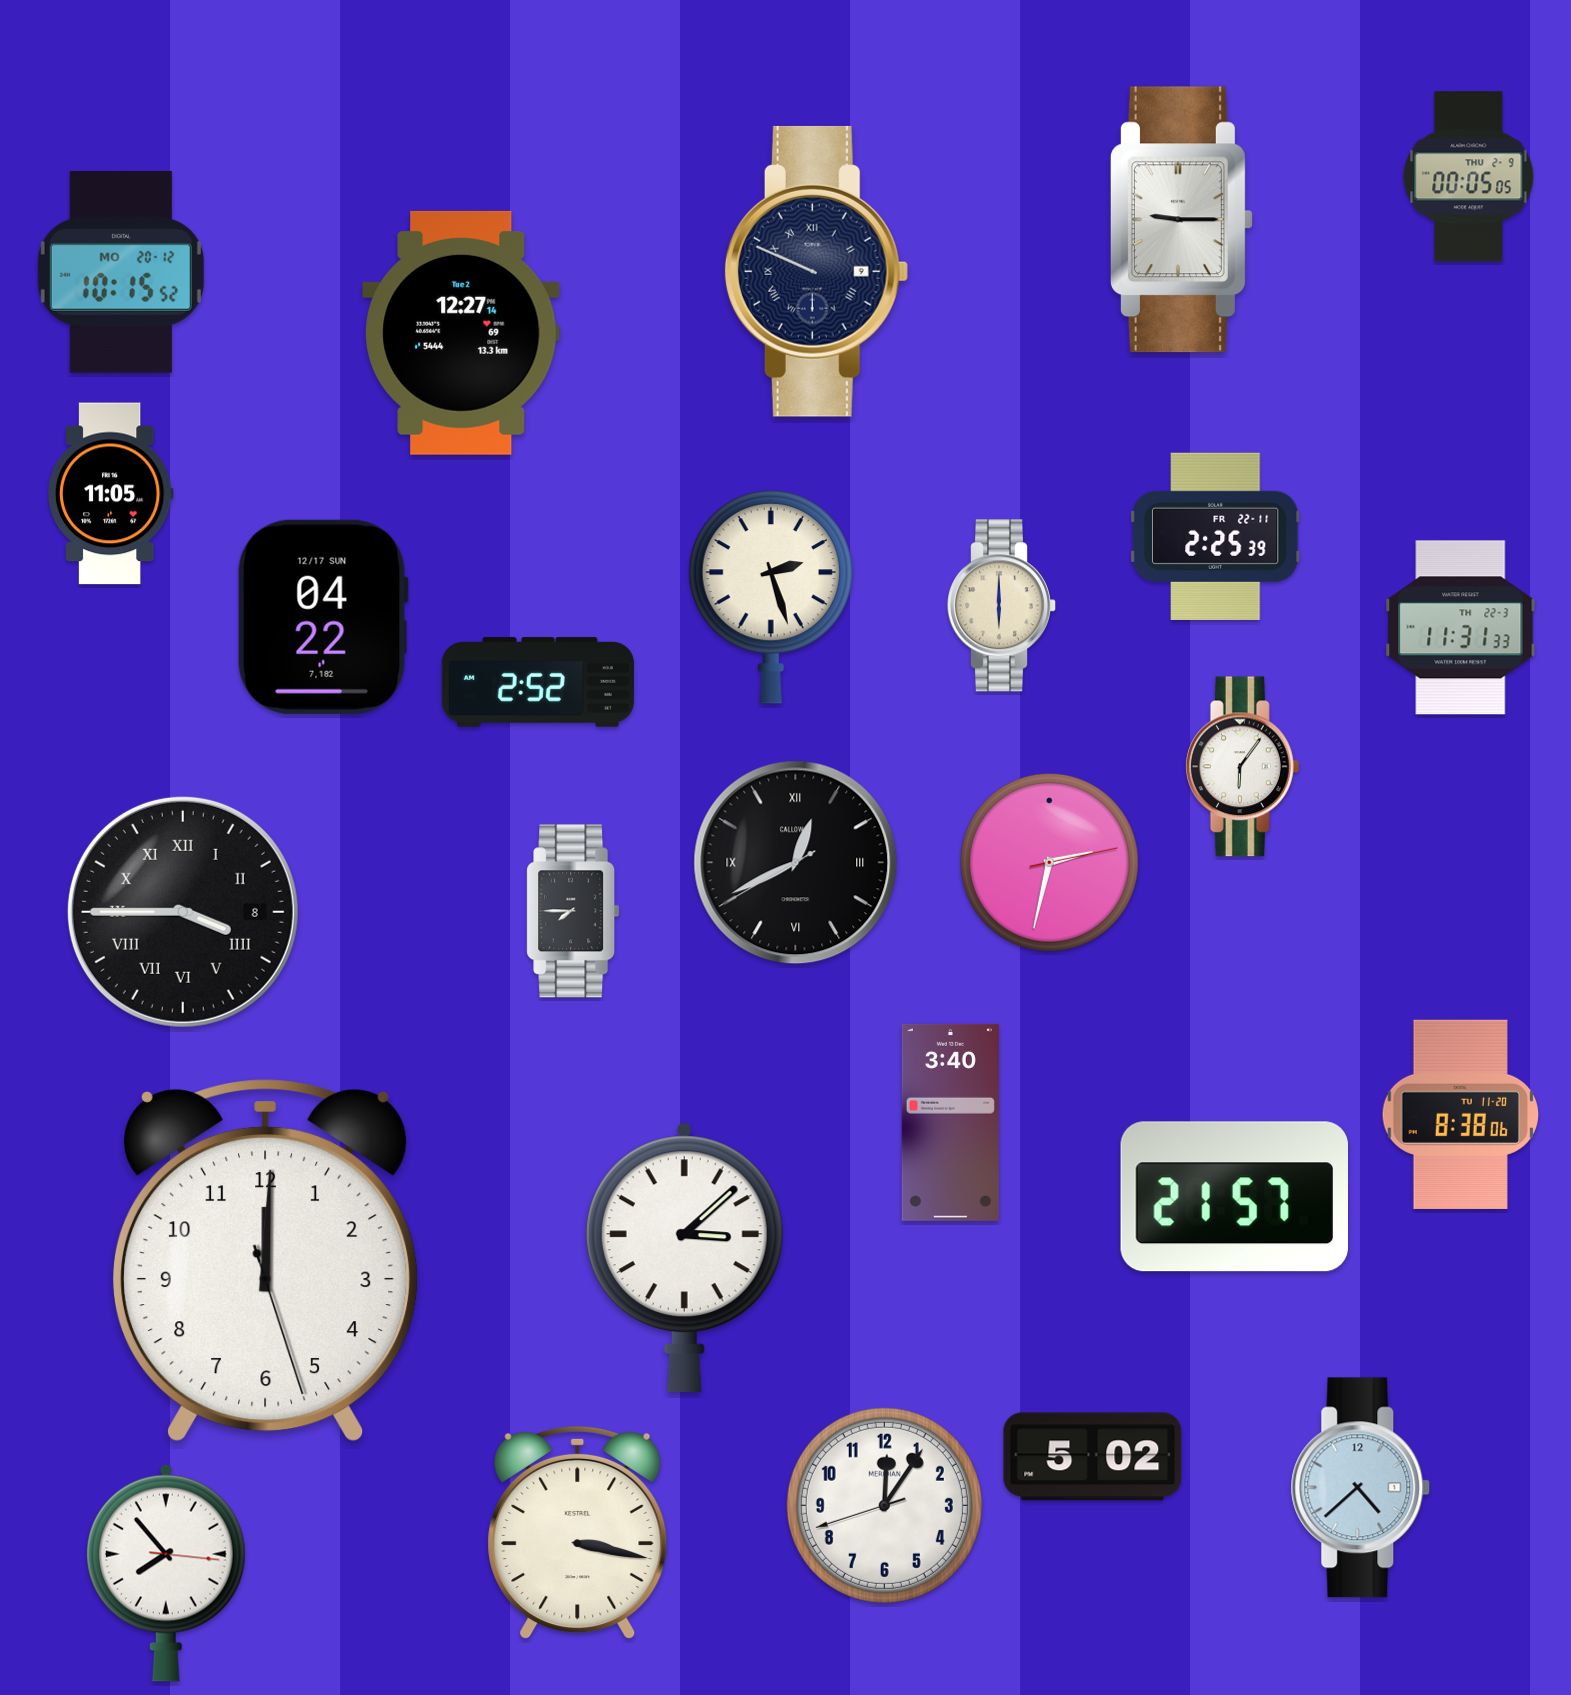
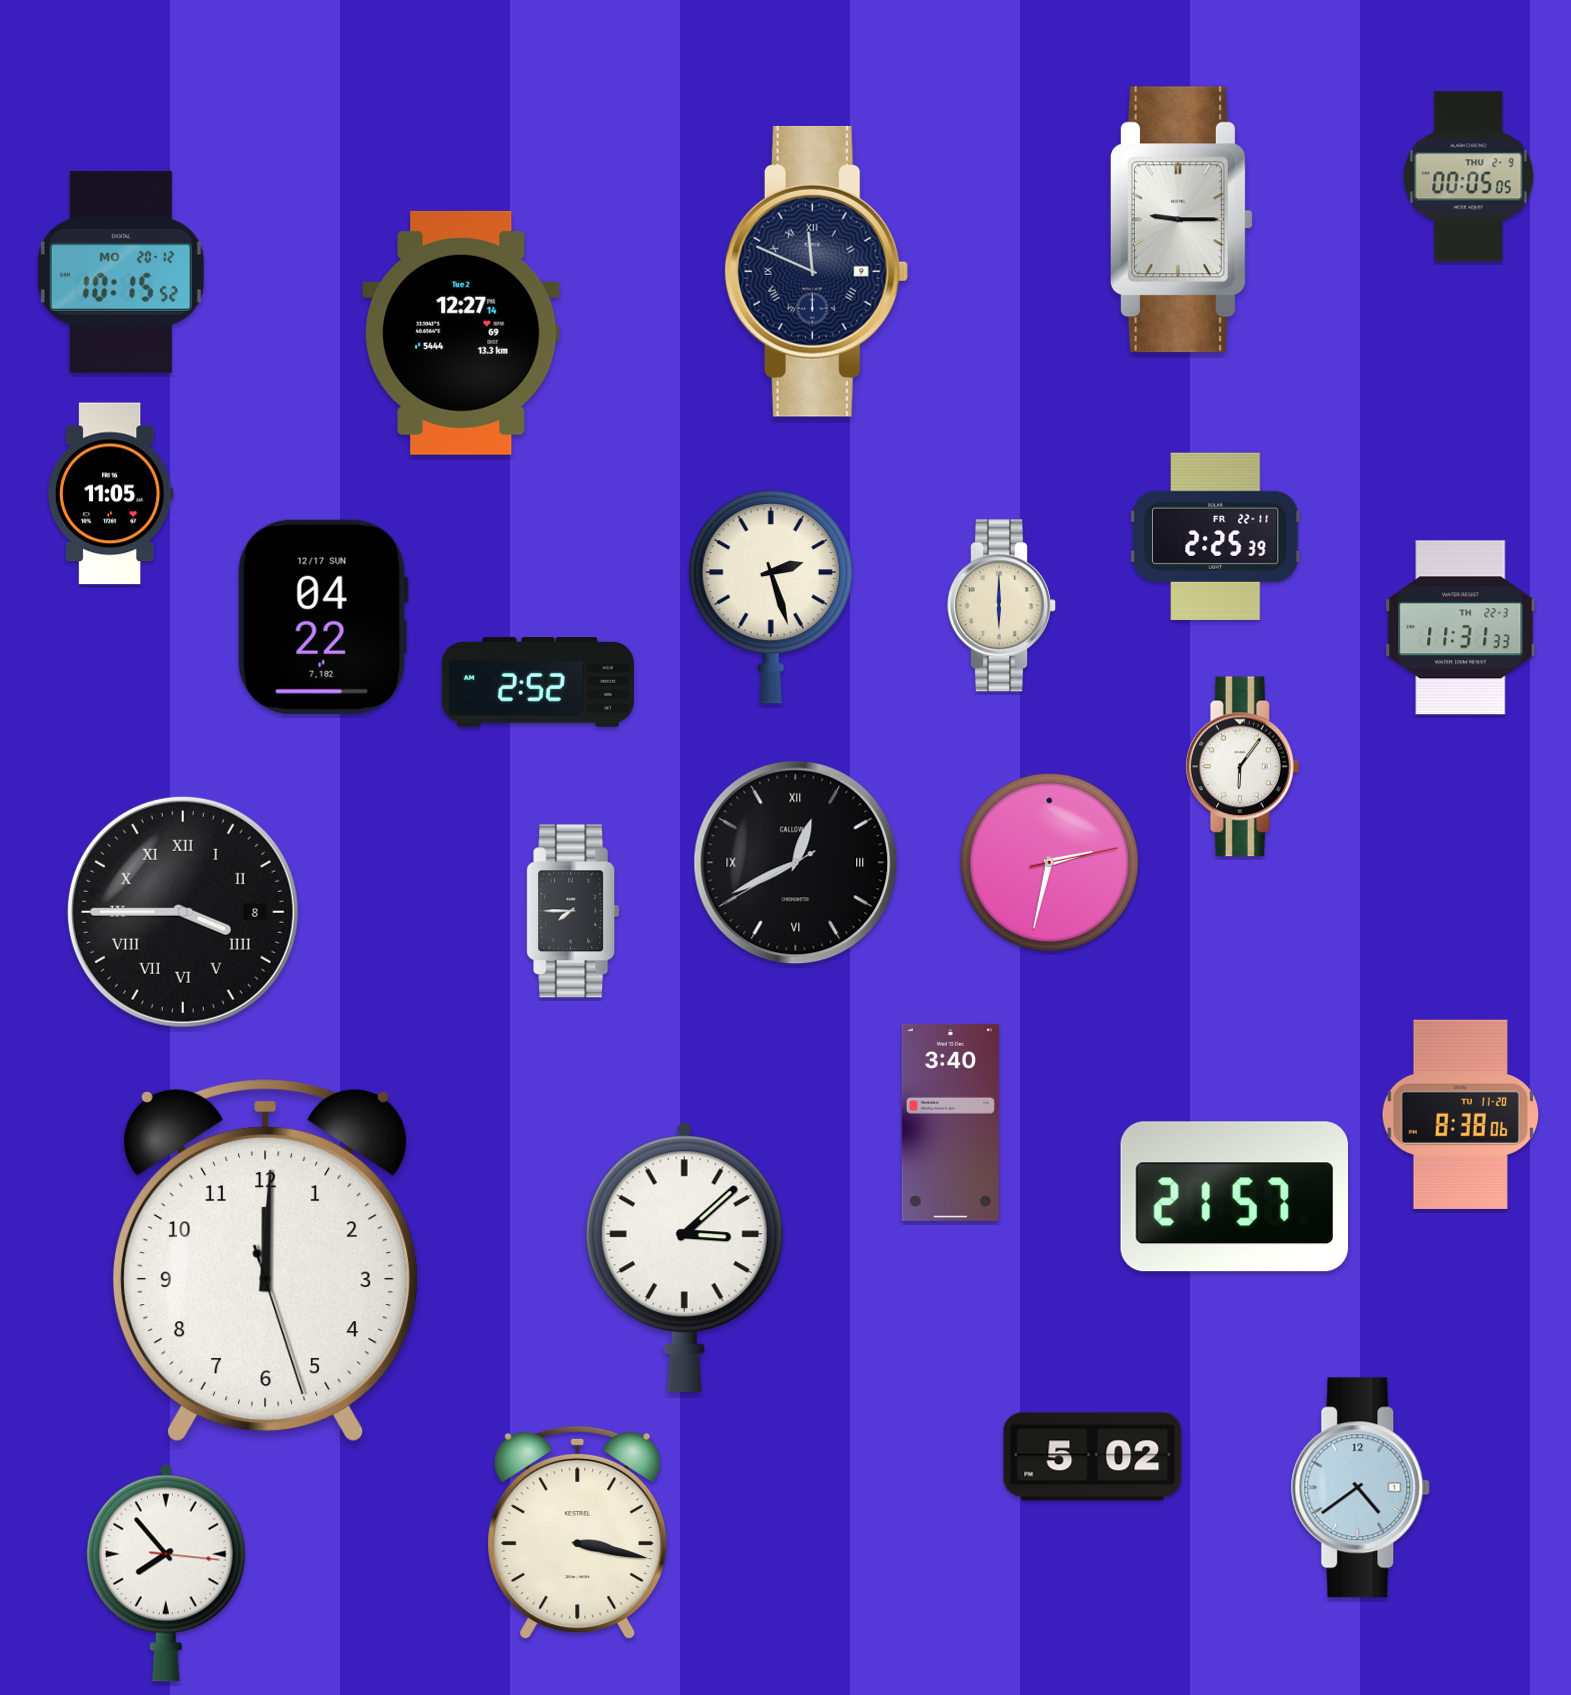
clock at (816, 271): 9:49 -> 11:49
clock at (1361, 1488): 4:38 -> 4:39
clock at (884, 1505): 12:05 -> none
